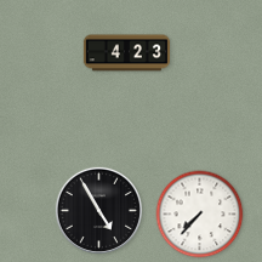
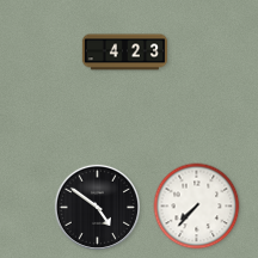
clock at (98, 210): 4:55 -> 4:51
clock at (200, 215) position: (200, 215) -> (197, 207)
